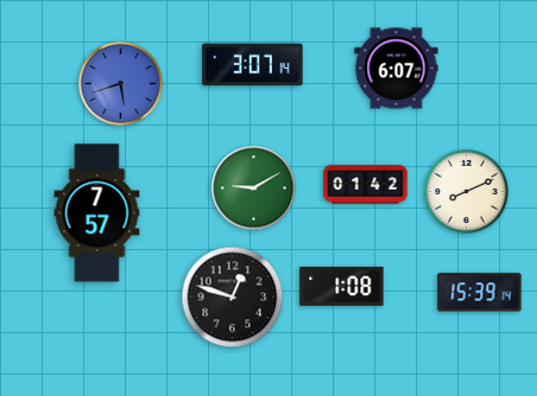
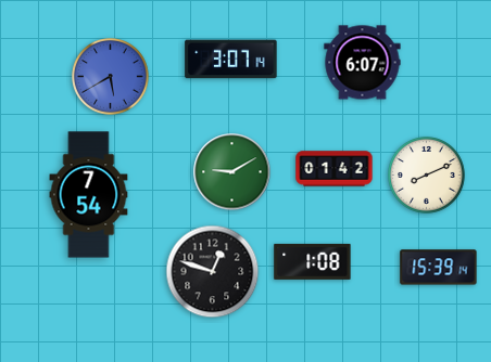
clock at (121, 84): 5:42 -> 5:40
clock at (97, 213): 7:57 -> 7:54
